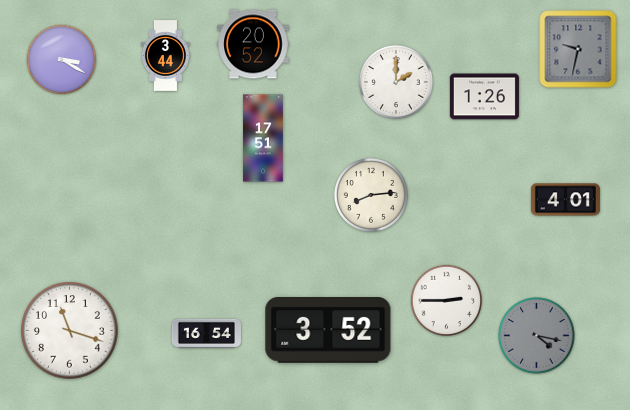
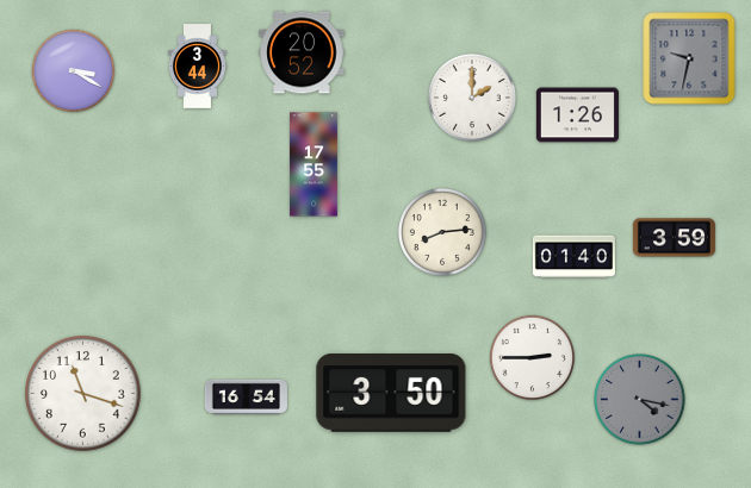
clock at (263, 138): 17:51 -> 17:55
clock at (565, 200): 4:01 -> 3:59
clock at (573, 257): none -> 01:40
clock at (328, 331): 3:52 -> 3:50
